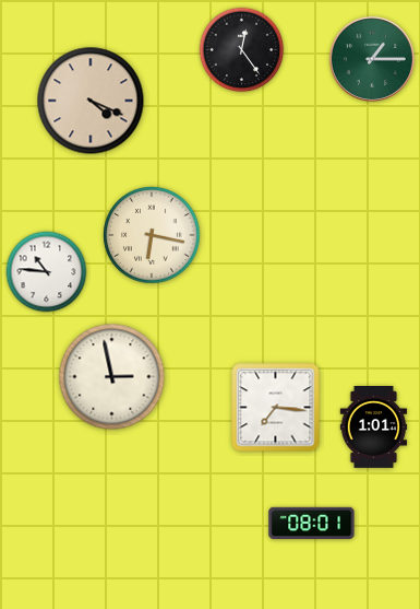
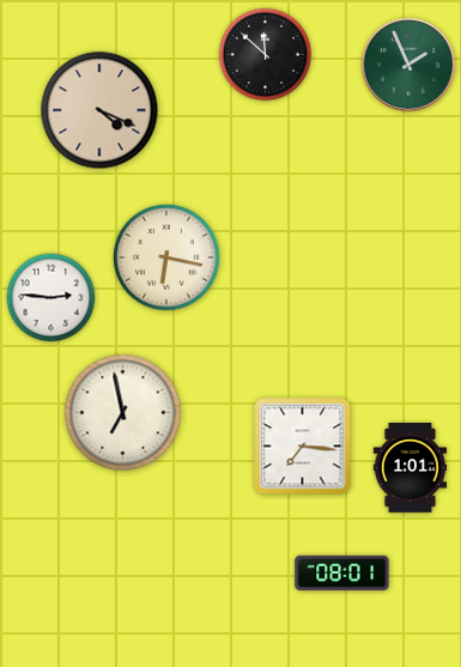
clock at (242, 50): 12:24 -> 11:52
clock at (372, 59): 1:15 -> 1:56
clock at (47, 272): 10:46 -> 2:46
clock at (112, 377): 2:58 -> 6:58
